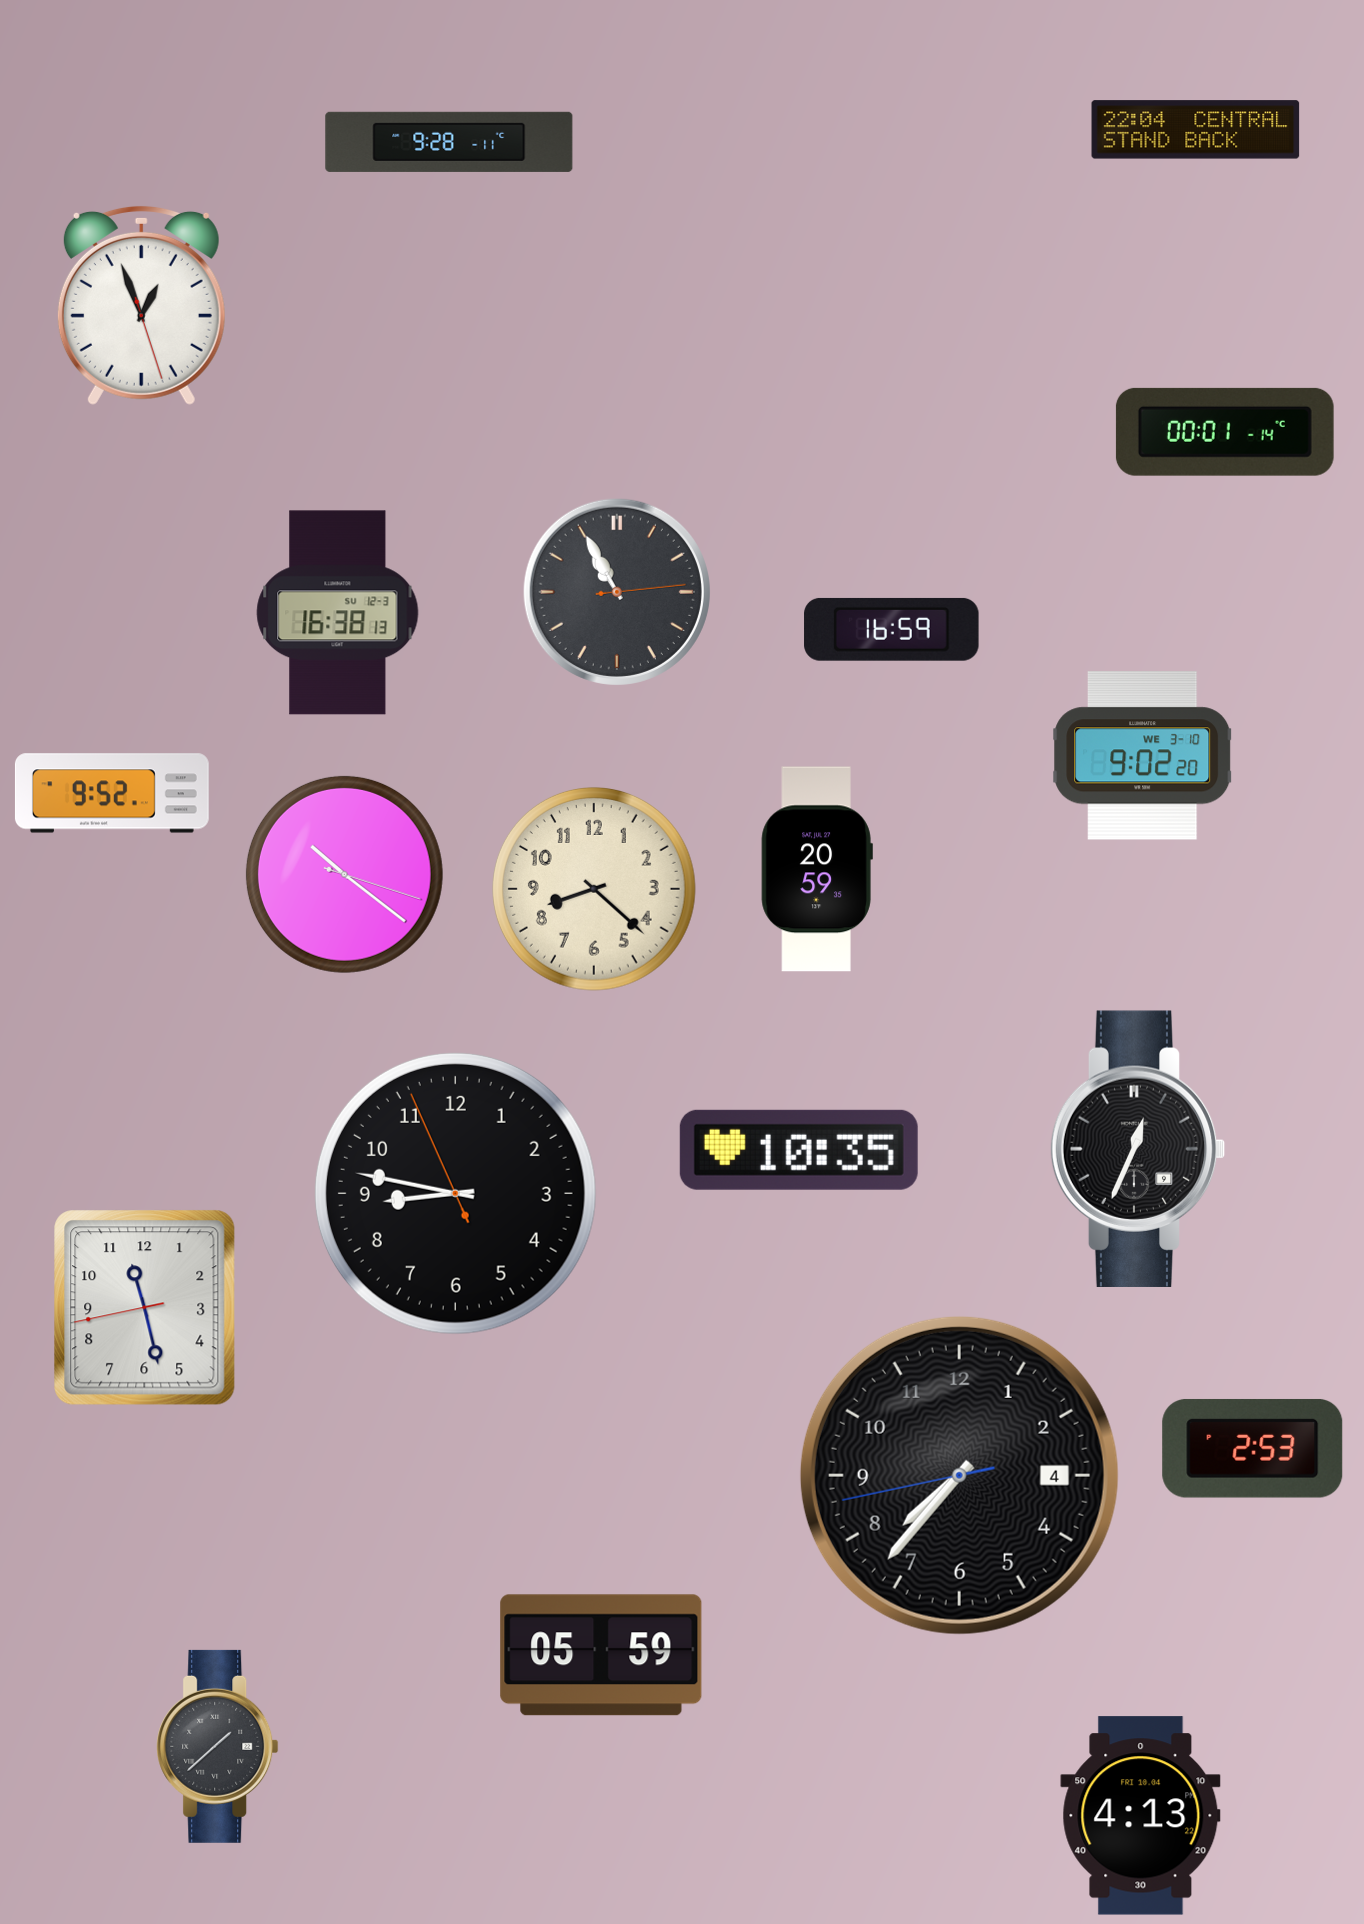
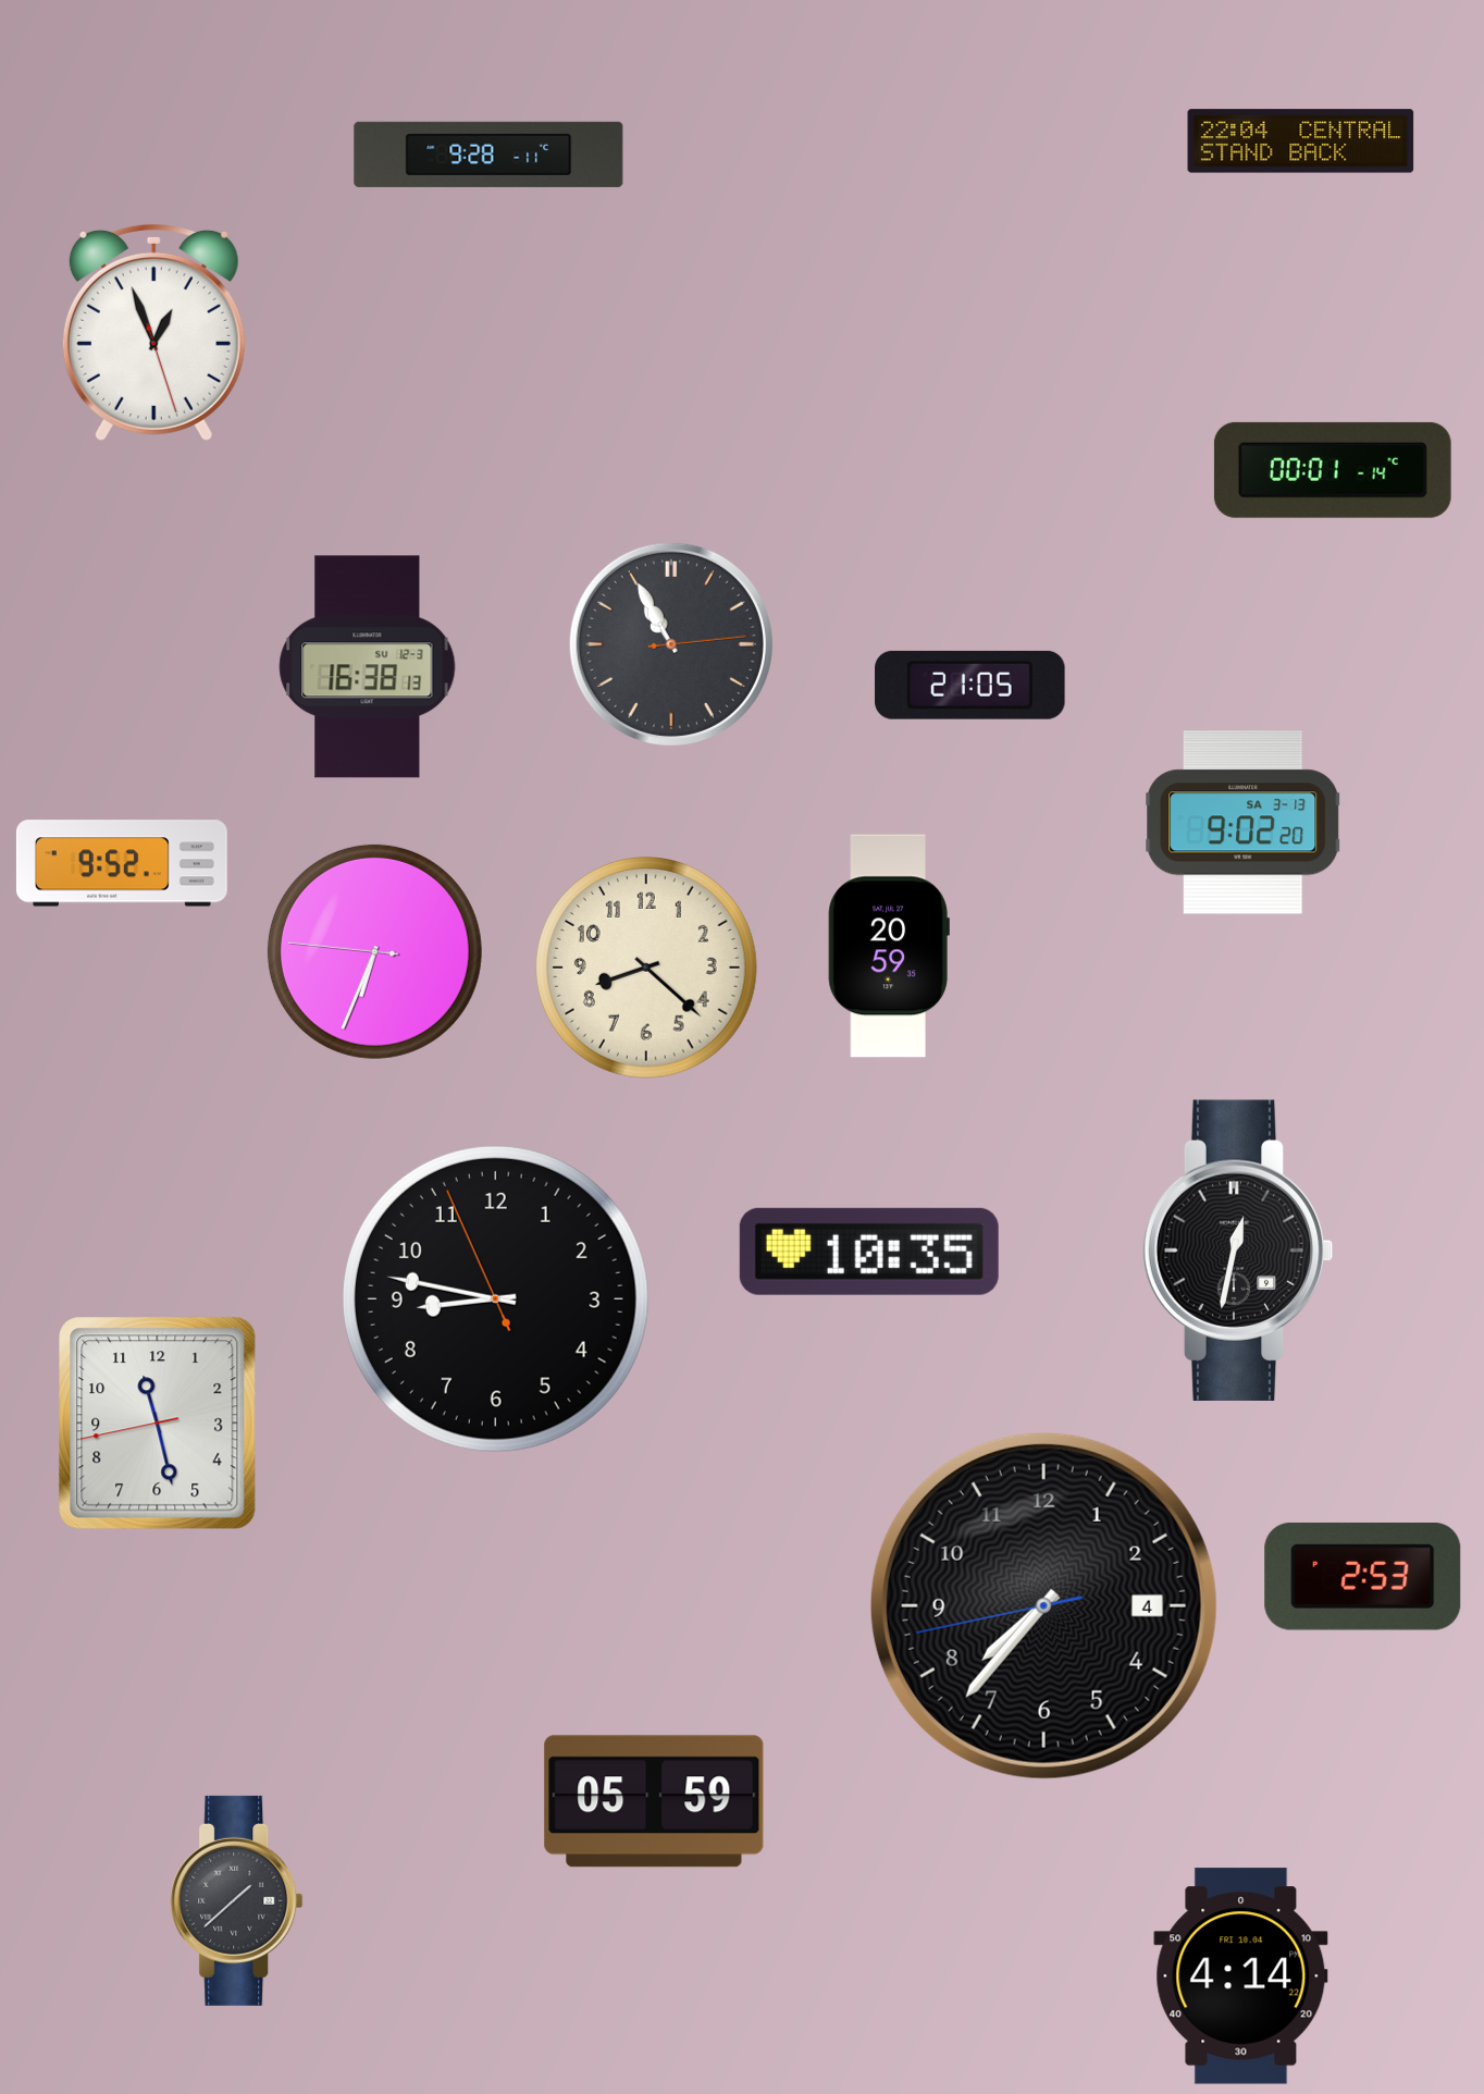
clock at (892, 629): 16:59 -> 21:05
clock at (1143, 756) date: WE 3-10 -> SA 3-13
clock at (344, 874): 10:21 -> 6:33
clock at (1138, 1149): 12:34 -> 12:32
clock at (1141, 1816): 4:13 -> 4:14
